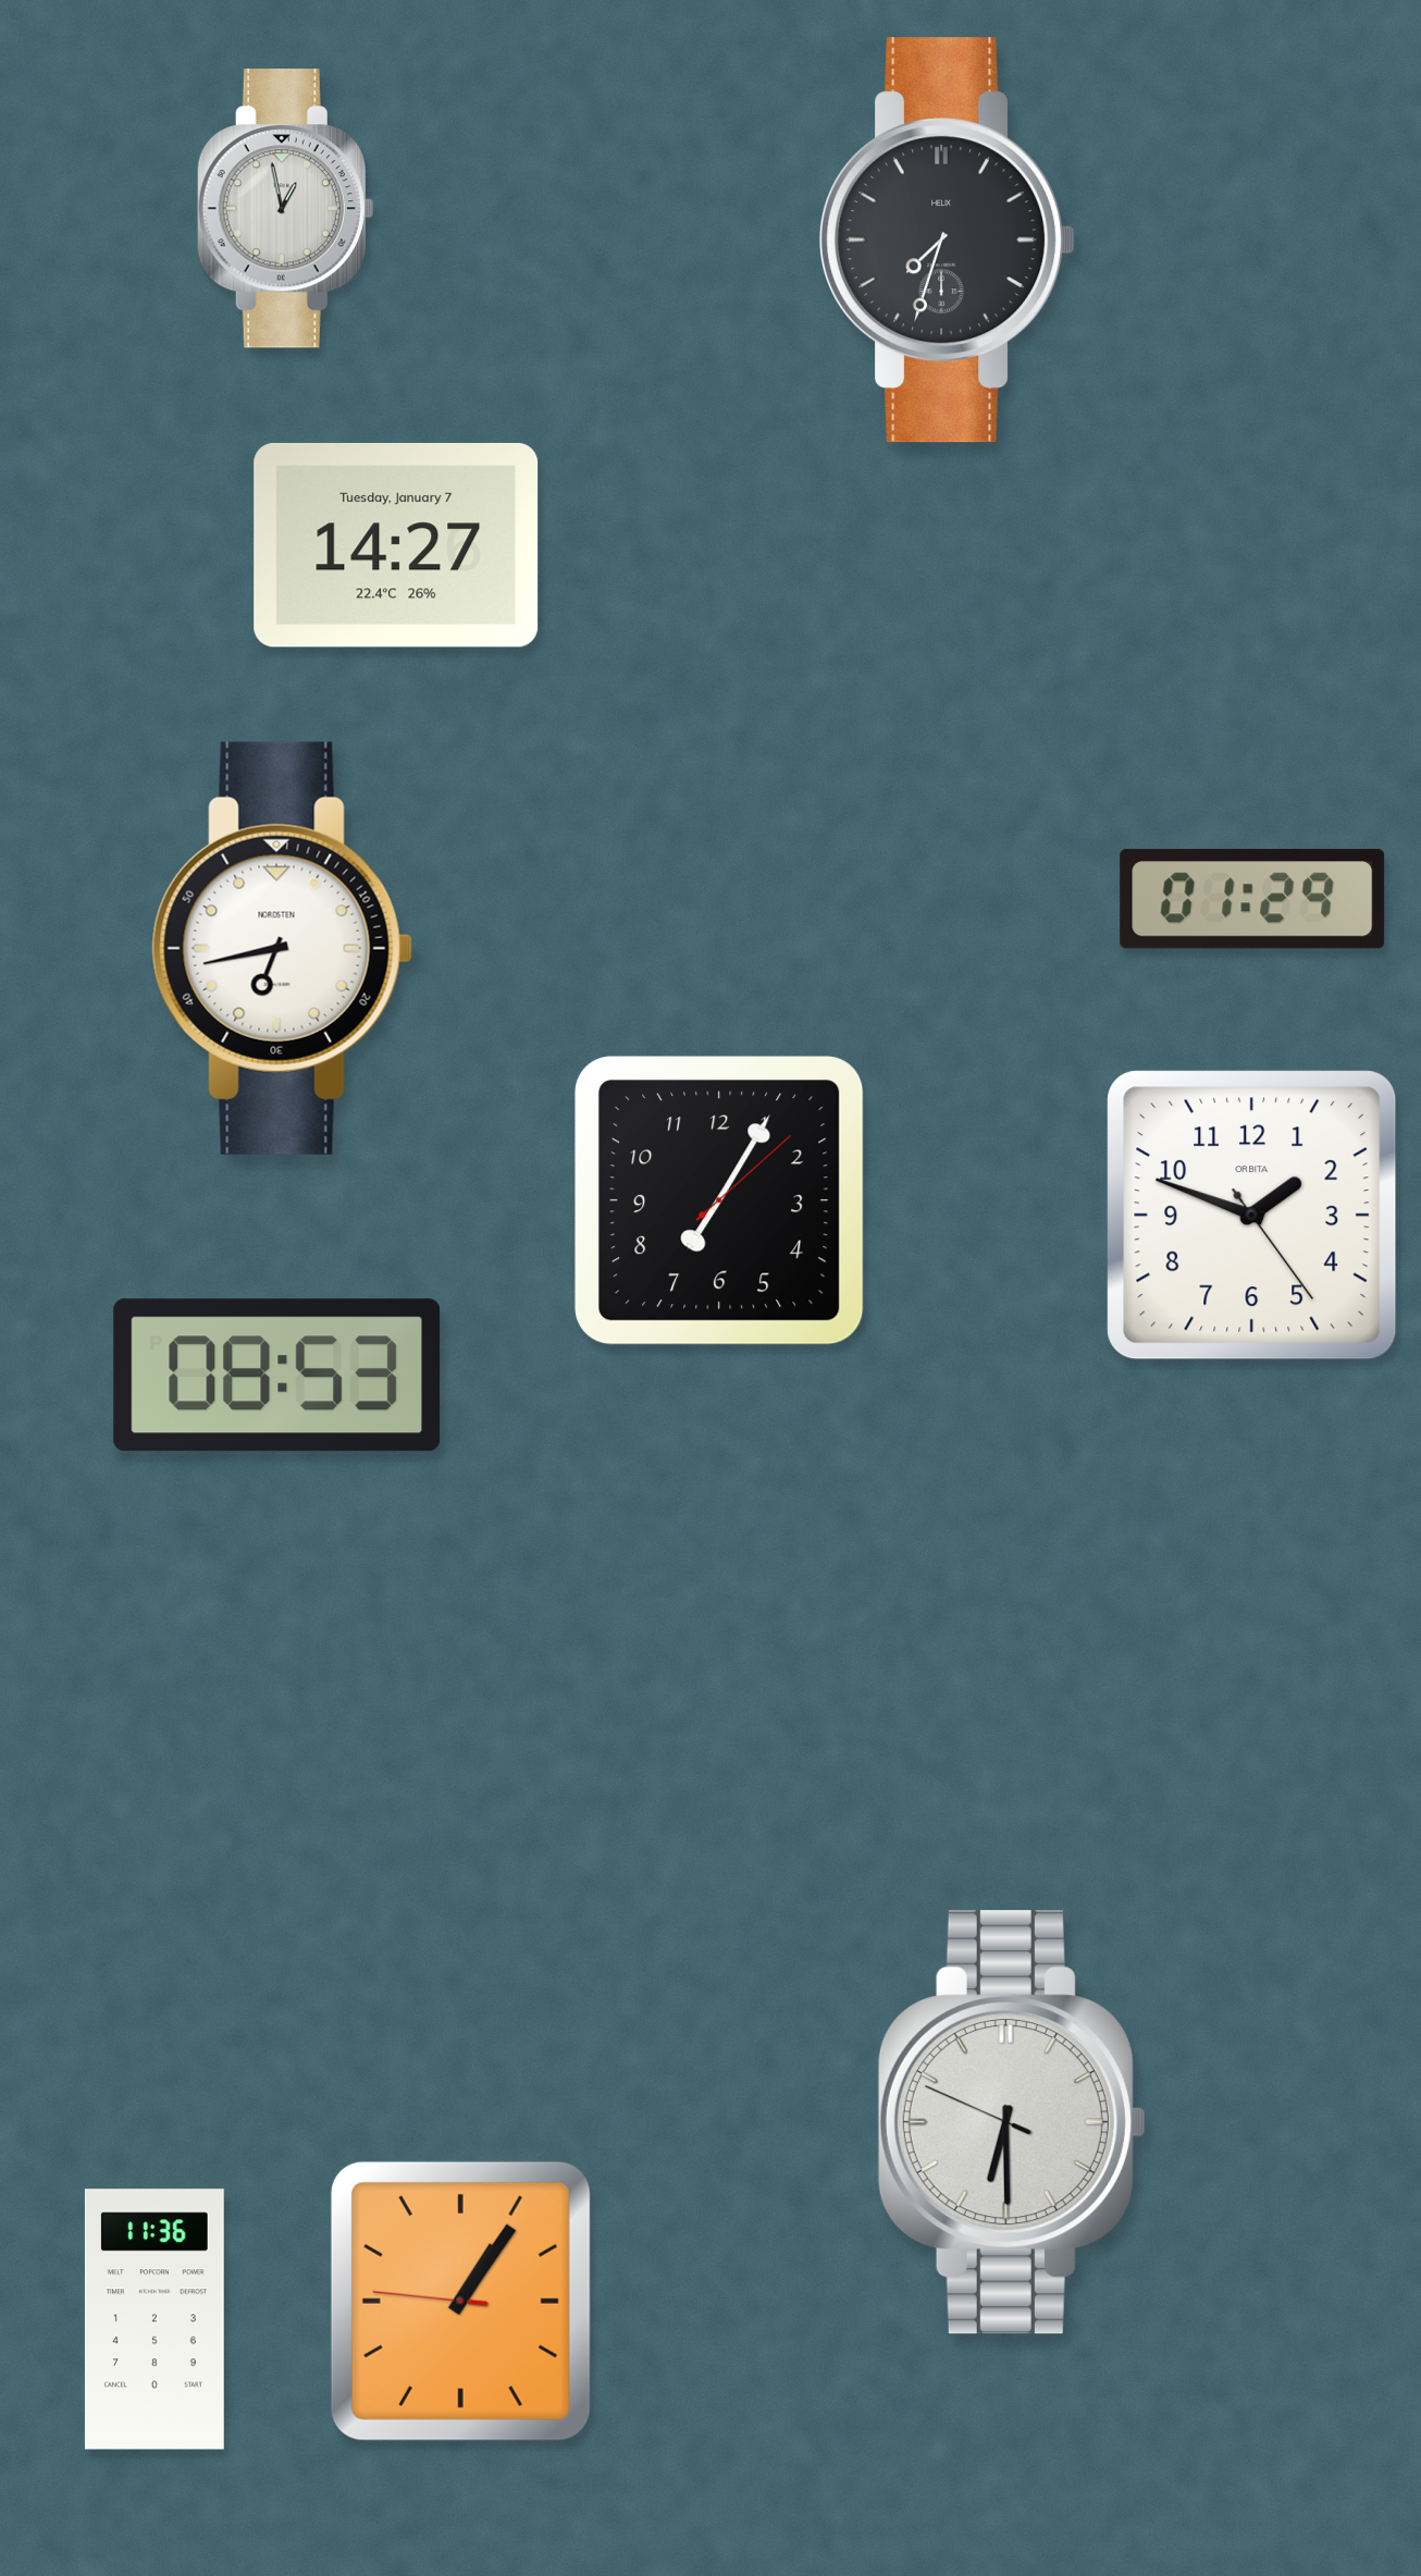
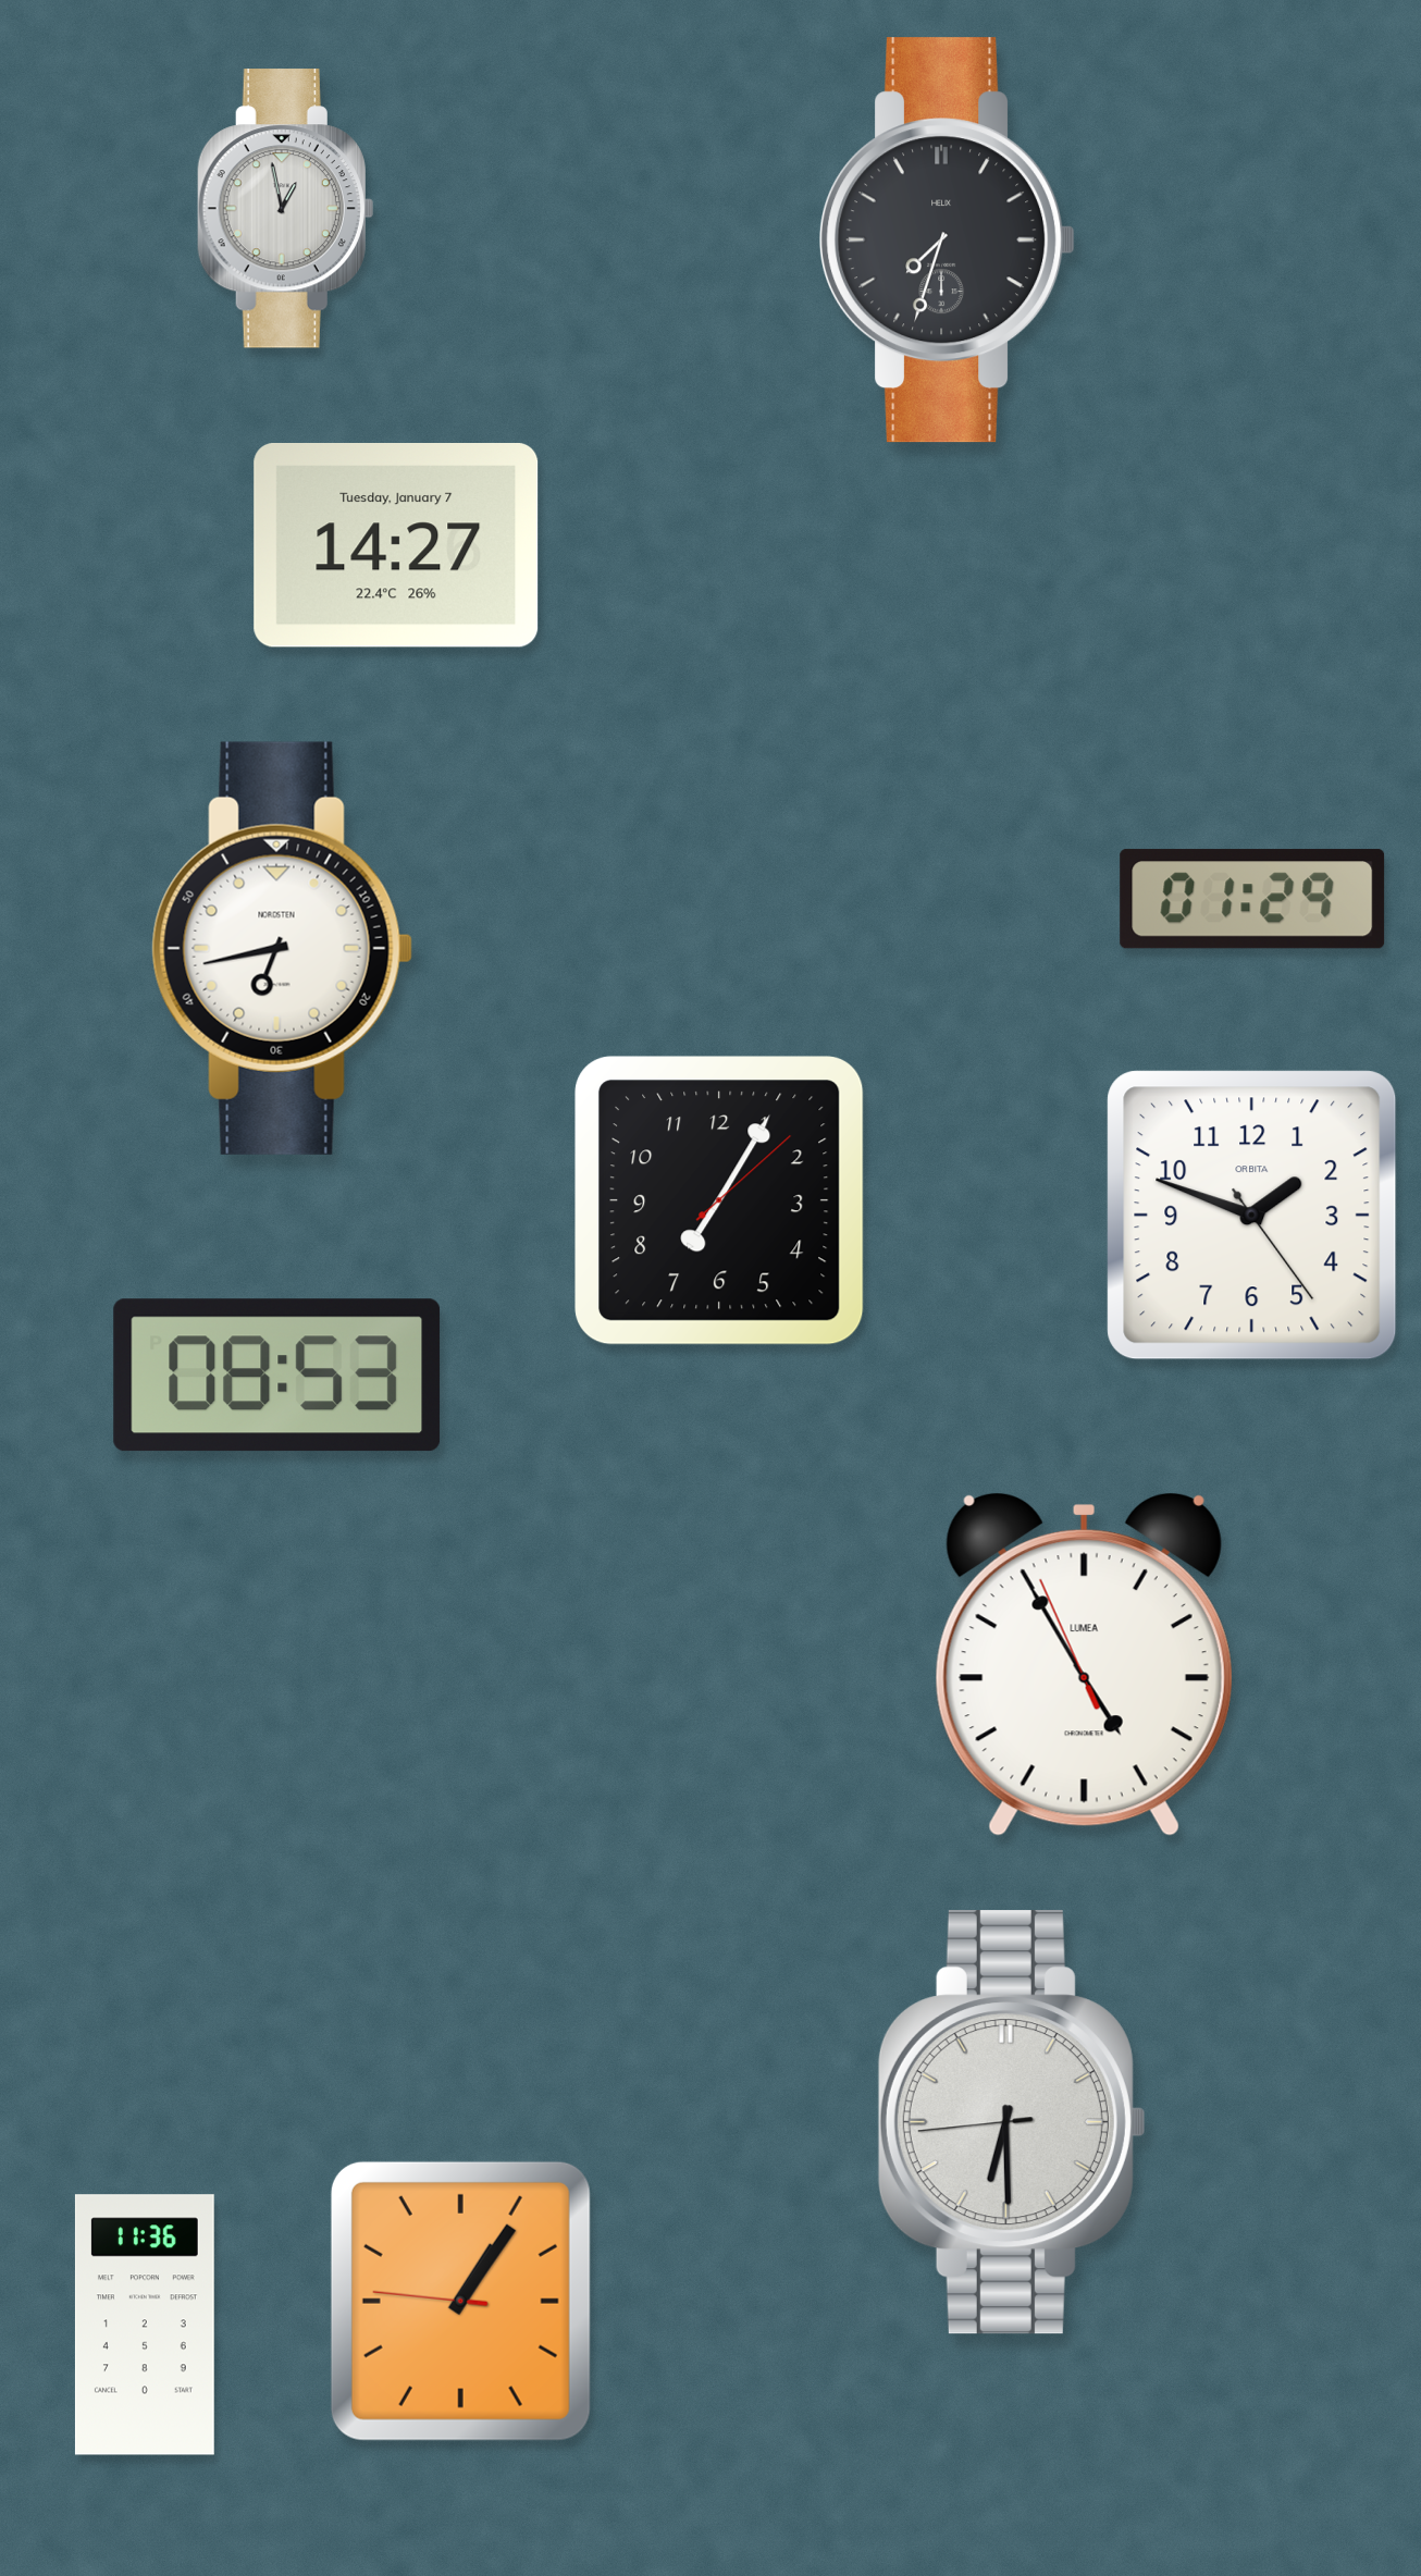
clock at (1084, 1664): none -> 4:54
clock at (1012, 2122): 6:29:49 -> 6:29:44
clock at (155, 2319) position: (155, 2319) -> (145, 2325)
